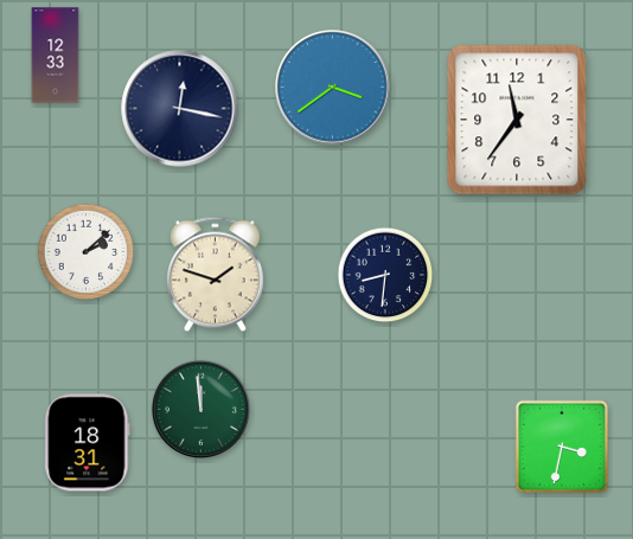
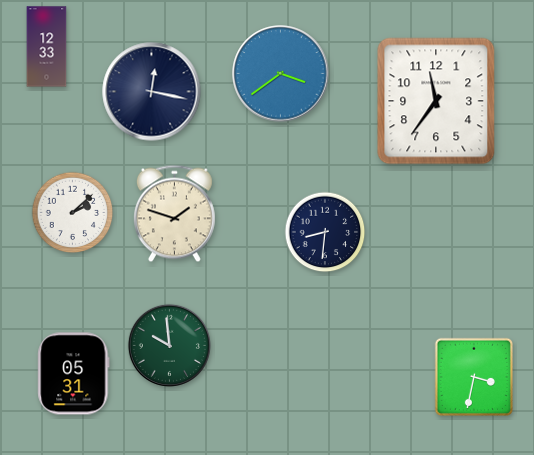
clock at (215, 275) position: (215, 275) -> (174, 214)
clock at (200, 409): 11:59 -> 9:59
clock at (88, 443): 18:31 -> 05:31
